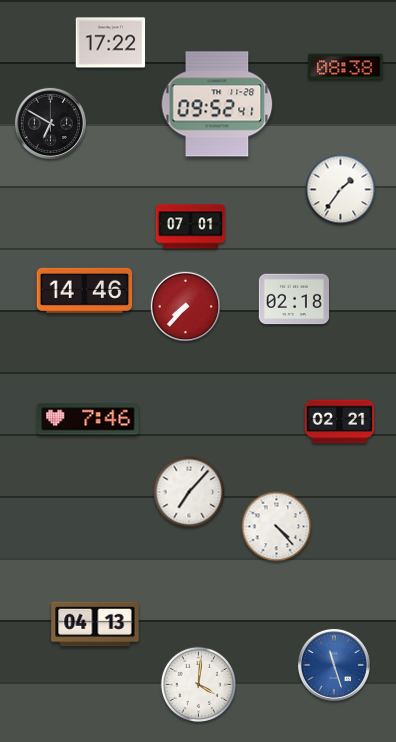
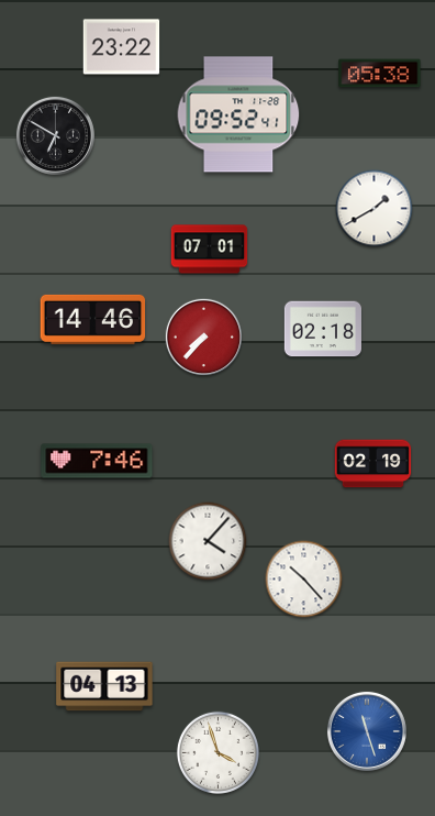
clock at (111, 43): 17:22 -> 23:22
clock at (346, 67): 08:38 -> 05:38
clock at (341, 190): 1:36 -> 1:40
clock at (340, 422): 02:21 -> 02:19
clock at (189, 492): 7:07 -> 4:07
clock at (277, 527): 4:23 -> 10:23
clock at (198, 684): 4:01 -> 3:57
